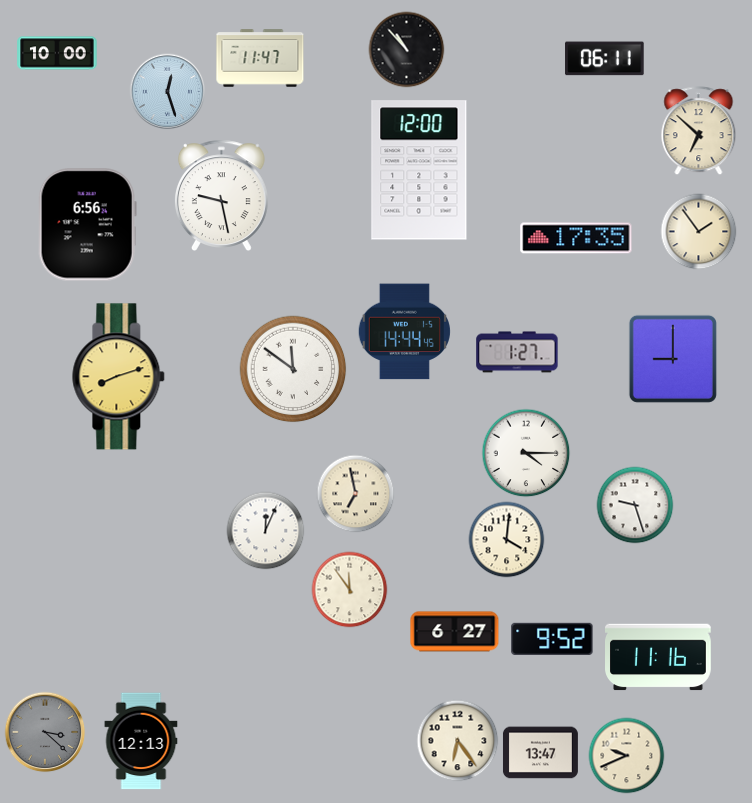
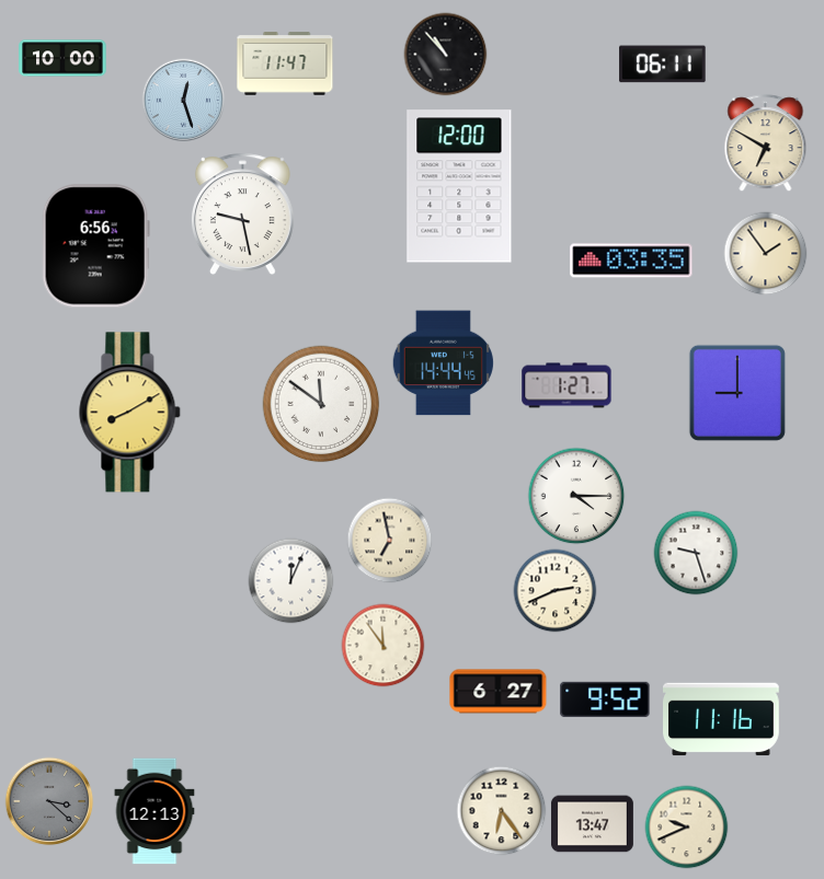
clock at (699, 131): 6:52 -> 6:50
clock at (576, 238): 17:35 -> 03:35
clock at (119, 377): 8:12 -> 8:10
clock at (507, 540): 4:01 -> 2:41
